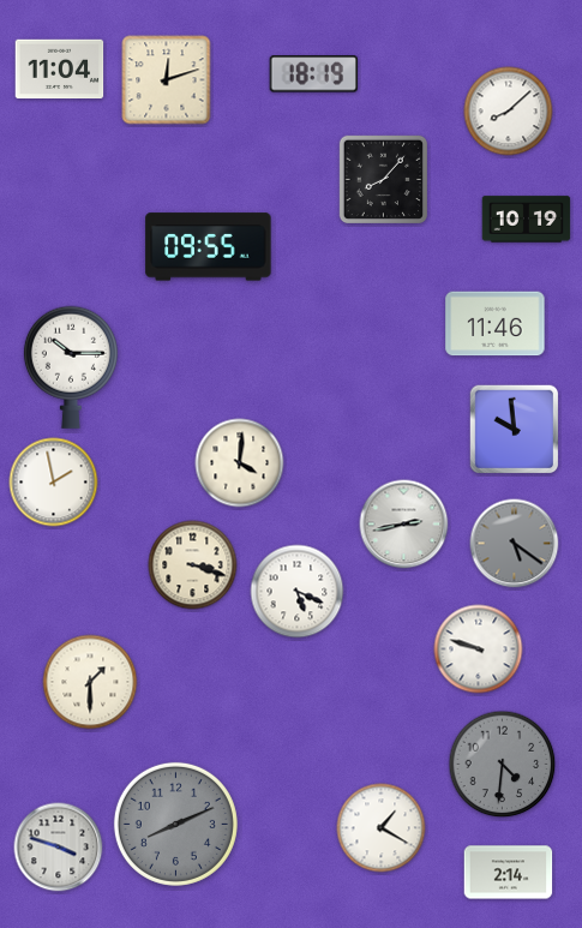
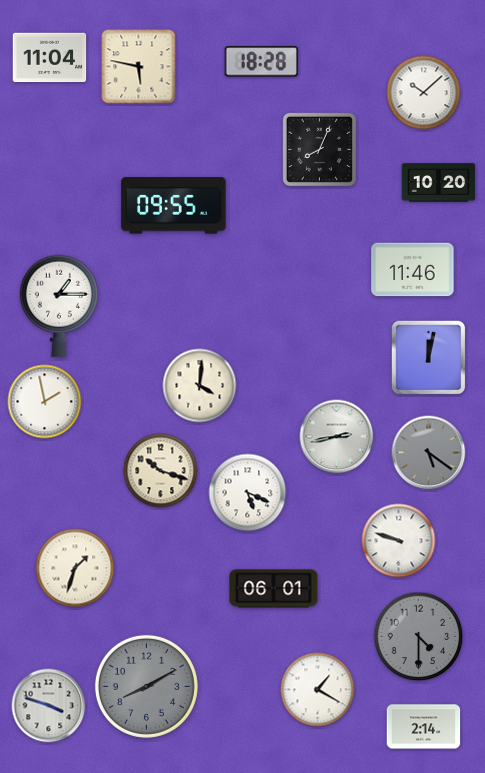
clock at (314, 74): 18:19 -> 18:28
clock at (167, 80): 12:12 -> 5:47
clock at (509, 112): 8:08 -> 10:08
clock at (383, 179): 8:07 -> 8:04
clock at (527, 220): 10:19 -> 10:20
clock at (71, 367): 10:15 -> 1:15
clock at (515, 430): 9:59 -> 12:02
clock at (193, 565): 3:18 -> 10:18
clock at (90, 682): 1:30 -> 1:33
clock at (274, 589): none -> 06:01
clock at (503, 765): 4:31 -> 4:30
clock at (175, 824): 8:11 -> 8:10
